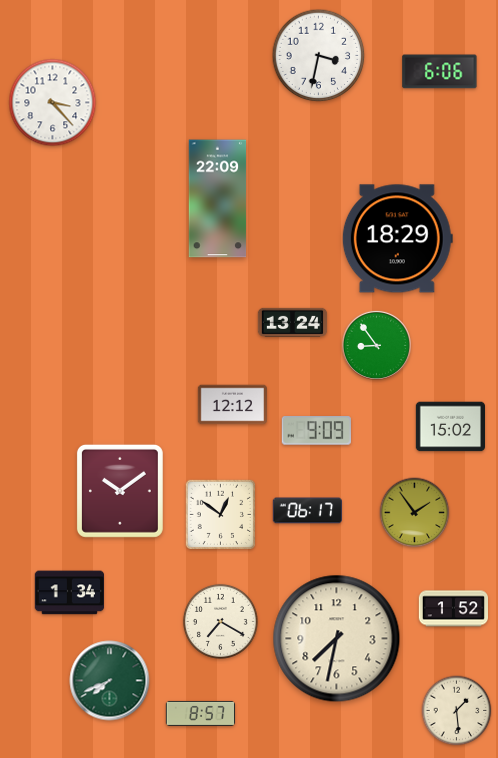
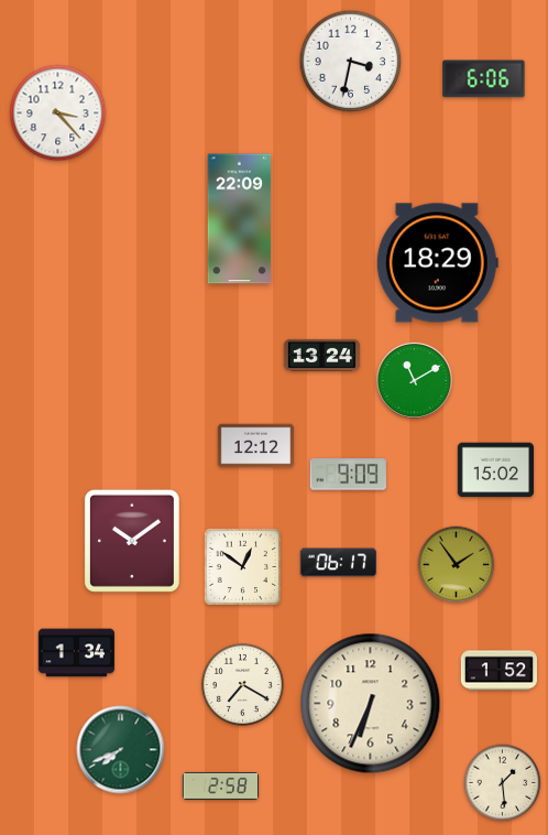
clock at (376, 345): 8:54 -> 11:10
clock at (337, 639): 7:32 -> 6:34
clock at (201, 713): 8:57 -> 2:58
